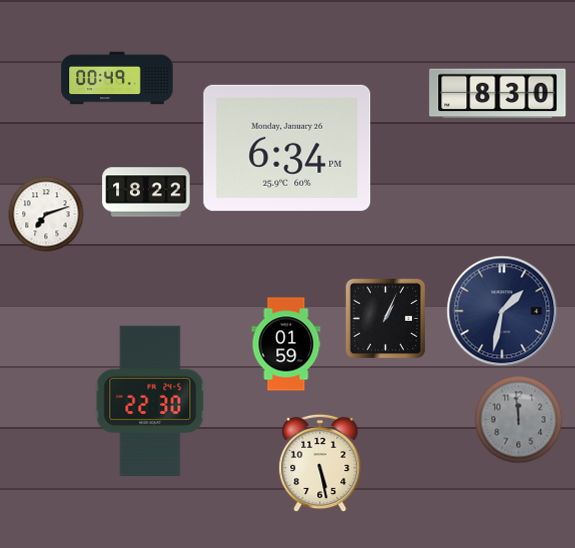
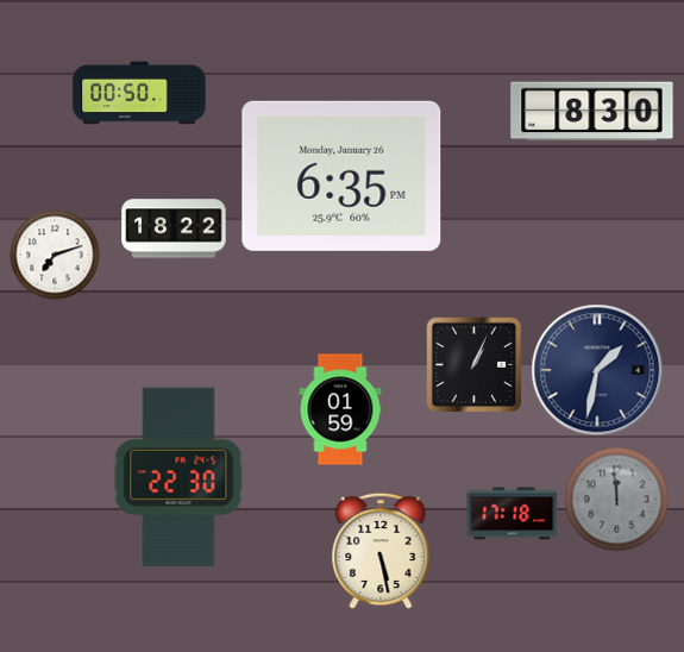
clock at (117, 78): 00:49 -> 00:50
clock at (287, 148): 6:34 -> 6:35
clock at (386, 319) position: (386, 319) -> (475, 365)
clock at (513, 514): none -> 17:18
